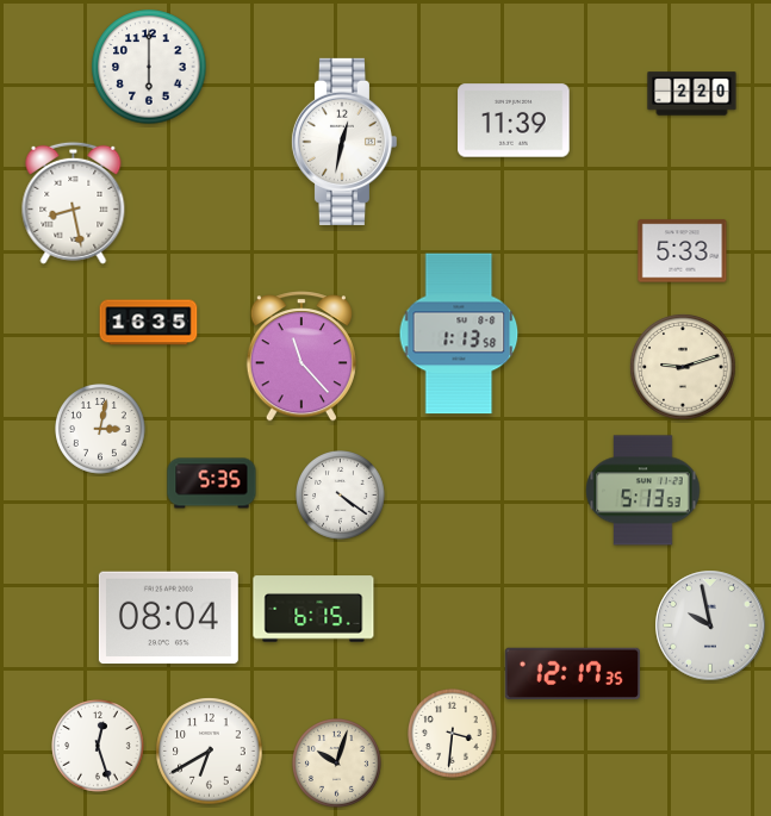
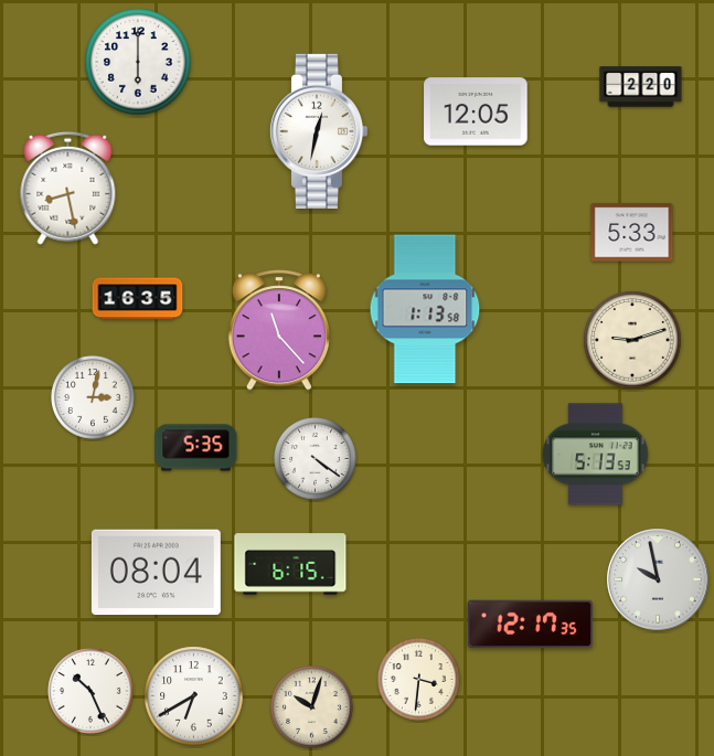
clock at (514, 120): 11:39 -> 12:05
clock at (98, 746): 12:27 -> 10:26
